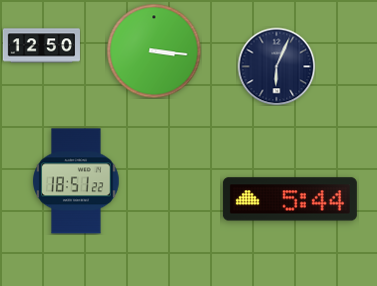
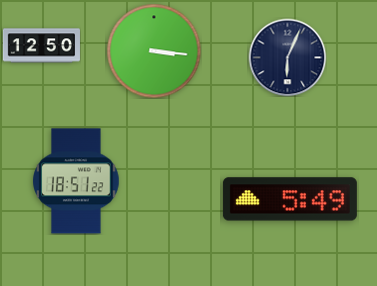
clock at (276, 66) position: (276, 66) -> (287, 57)
clock at (290, 199): 5:44 -> 5:49
